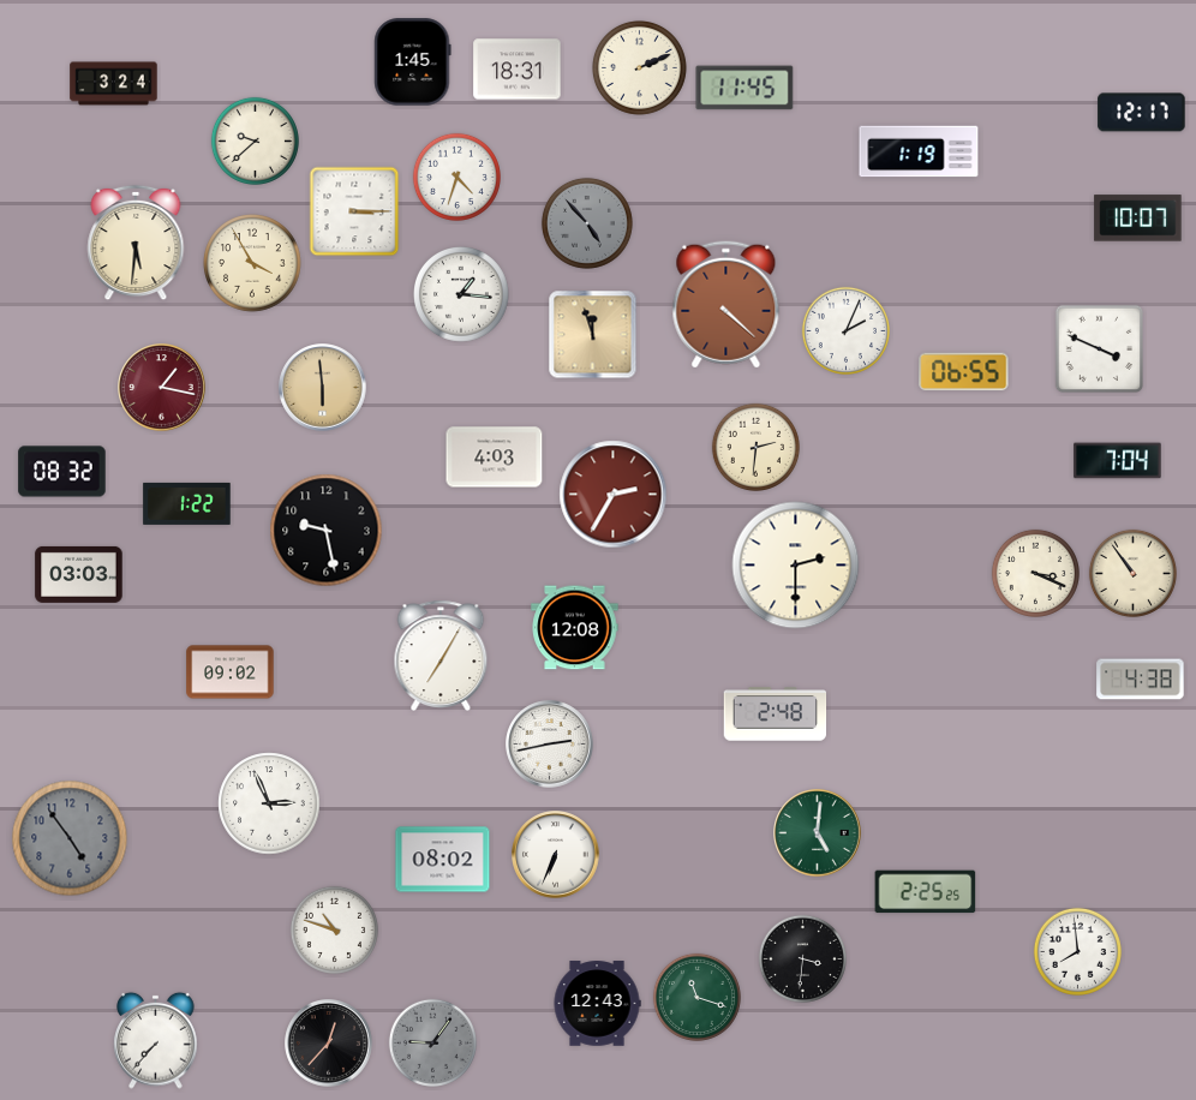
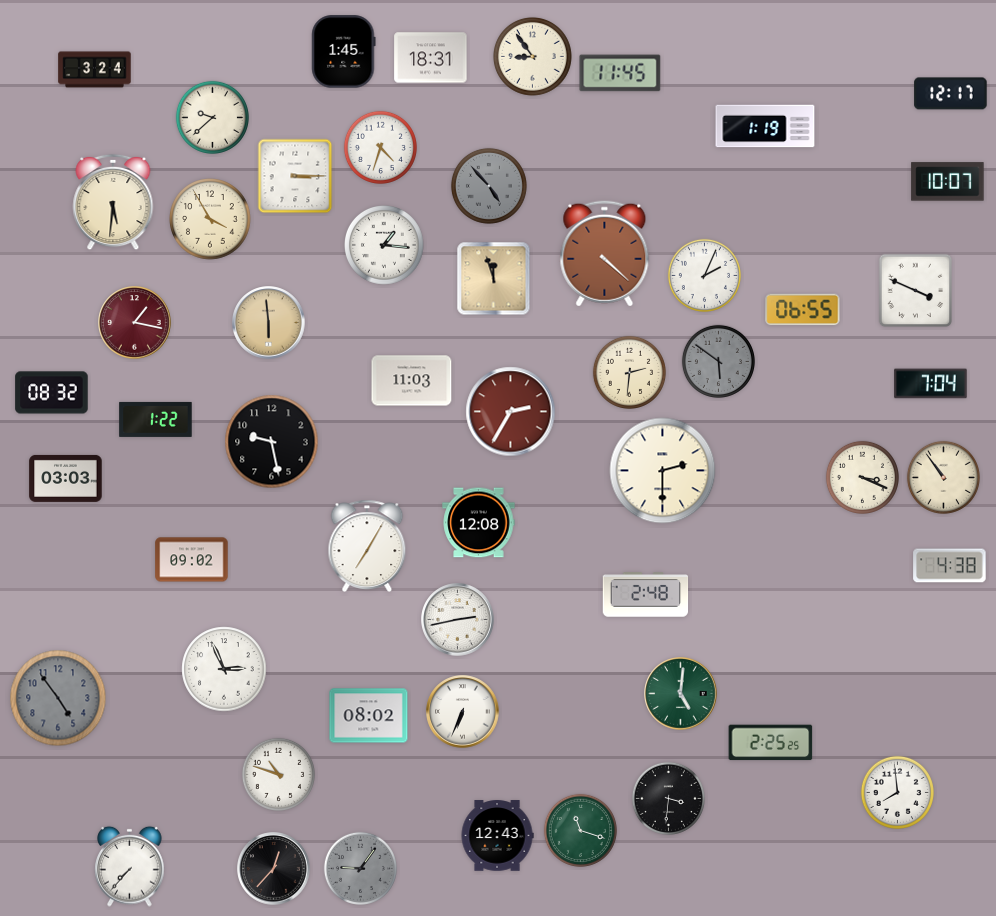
clock at (639, 67): 2:11 -> 8:54
clock at (718, 361): none -> 5:51
clock at (495, 458): 4:03 -> 11:03
